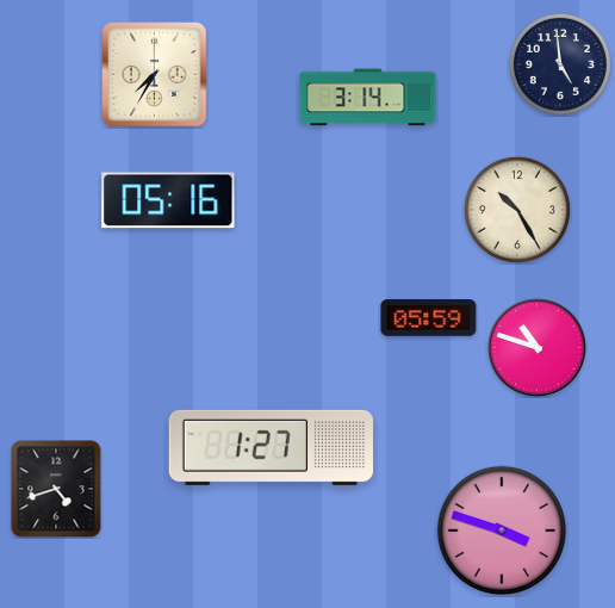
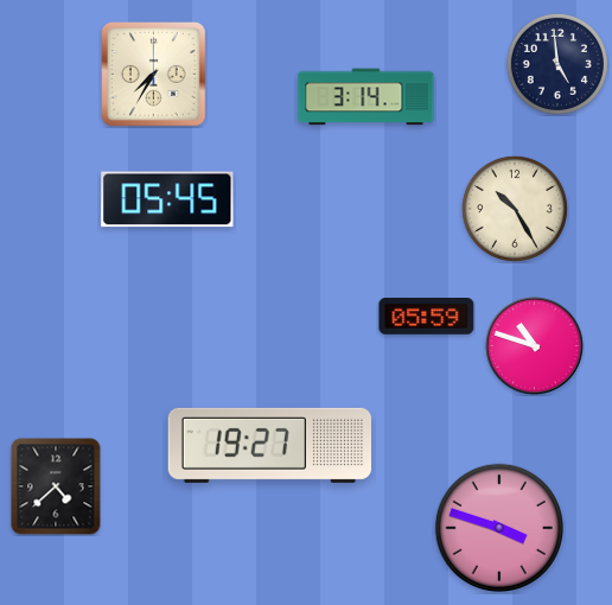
clock at (168, 200): 05:16 -> 05:45
clock at (271, 447): 1:27 -> 19:27
clock at (56, 489): 4:42 -> 4:38
